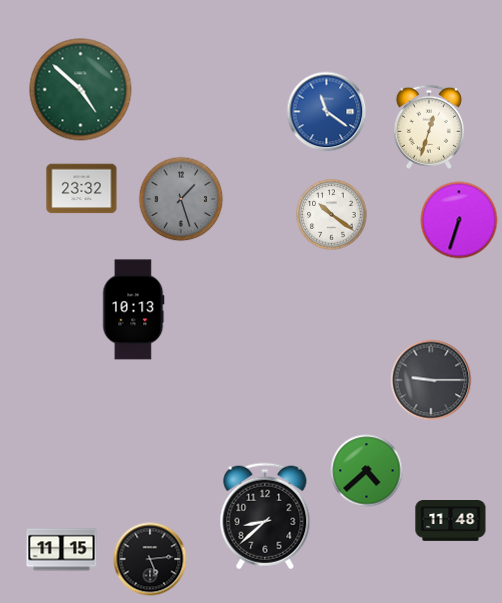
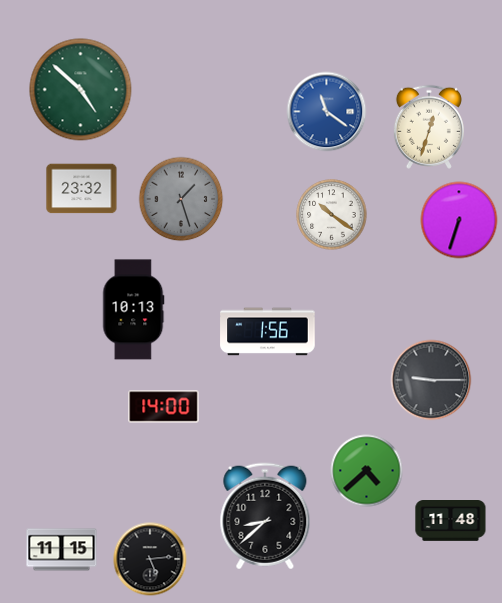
clock at (268, 332): none -> 1:56
clock at (164, 407): none -> 14:00
